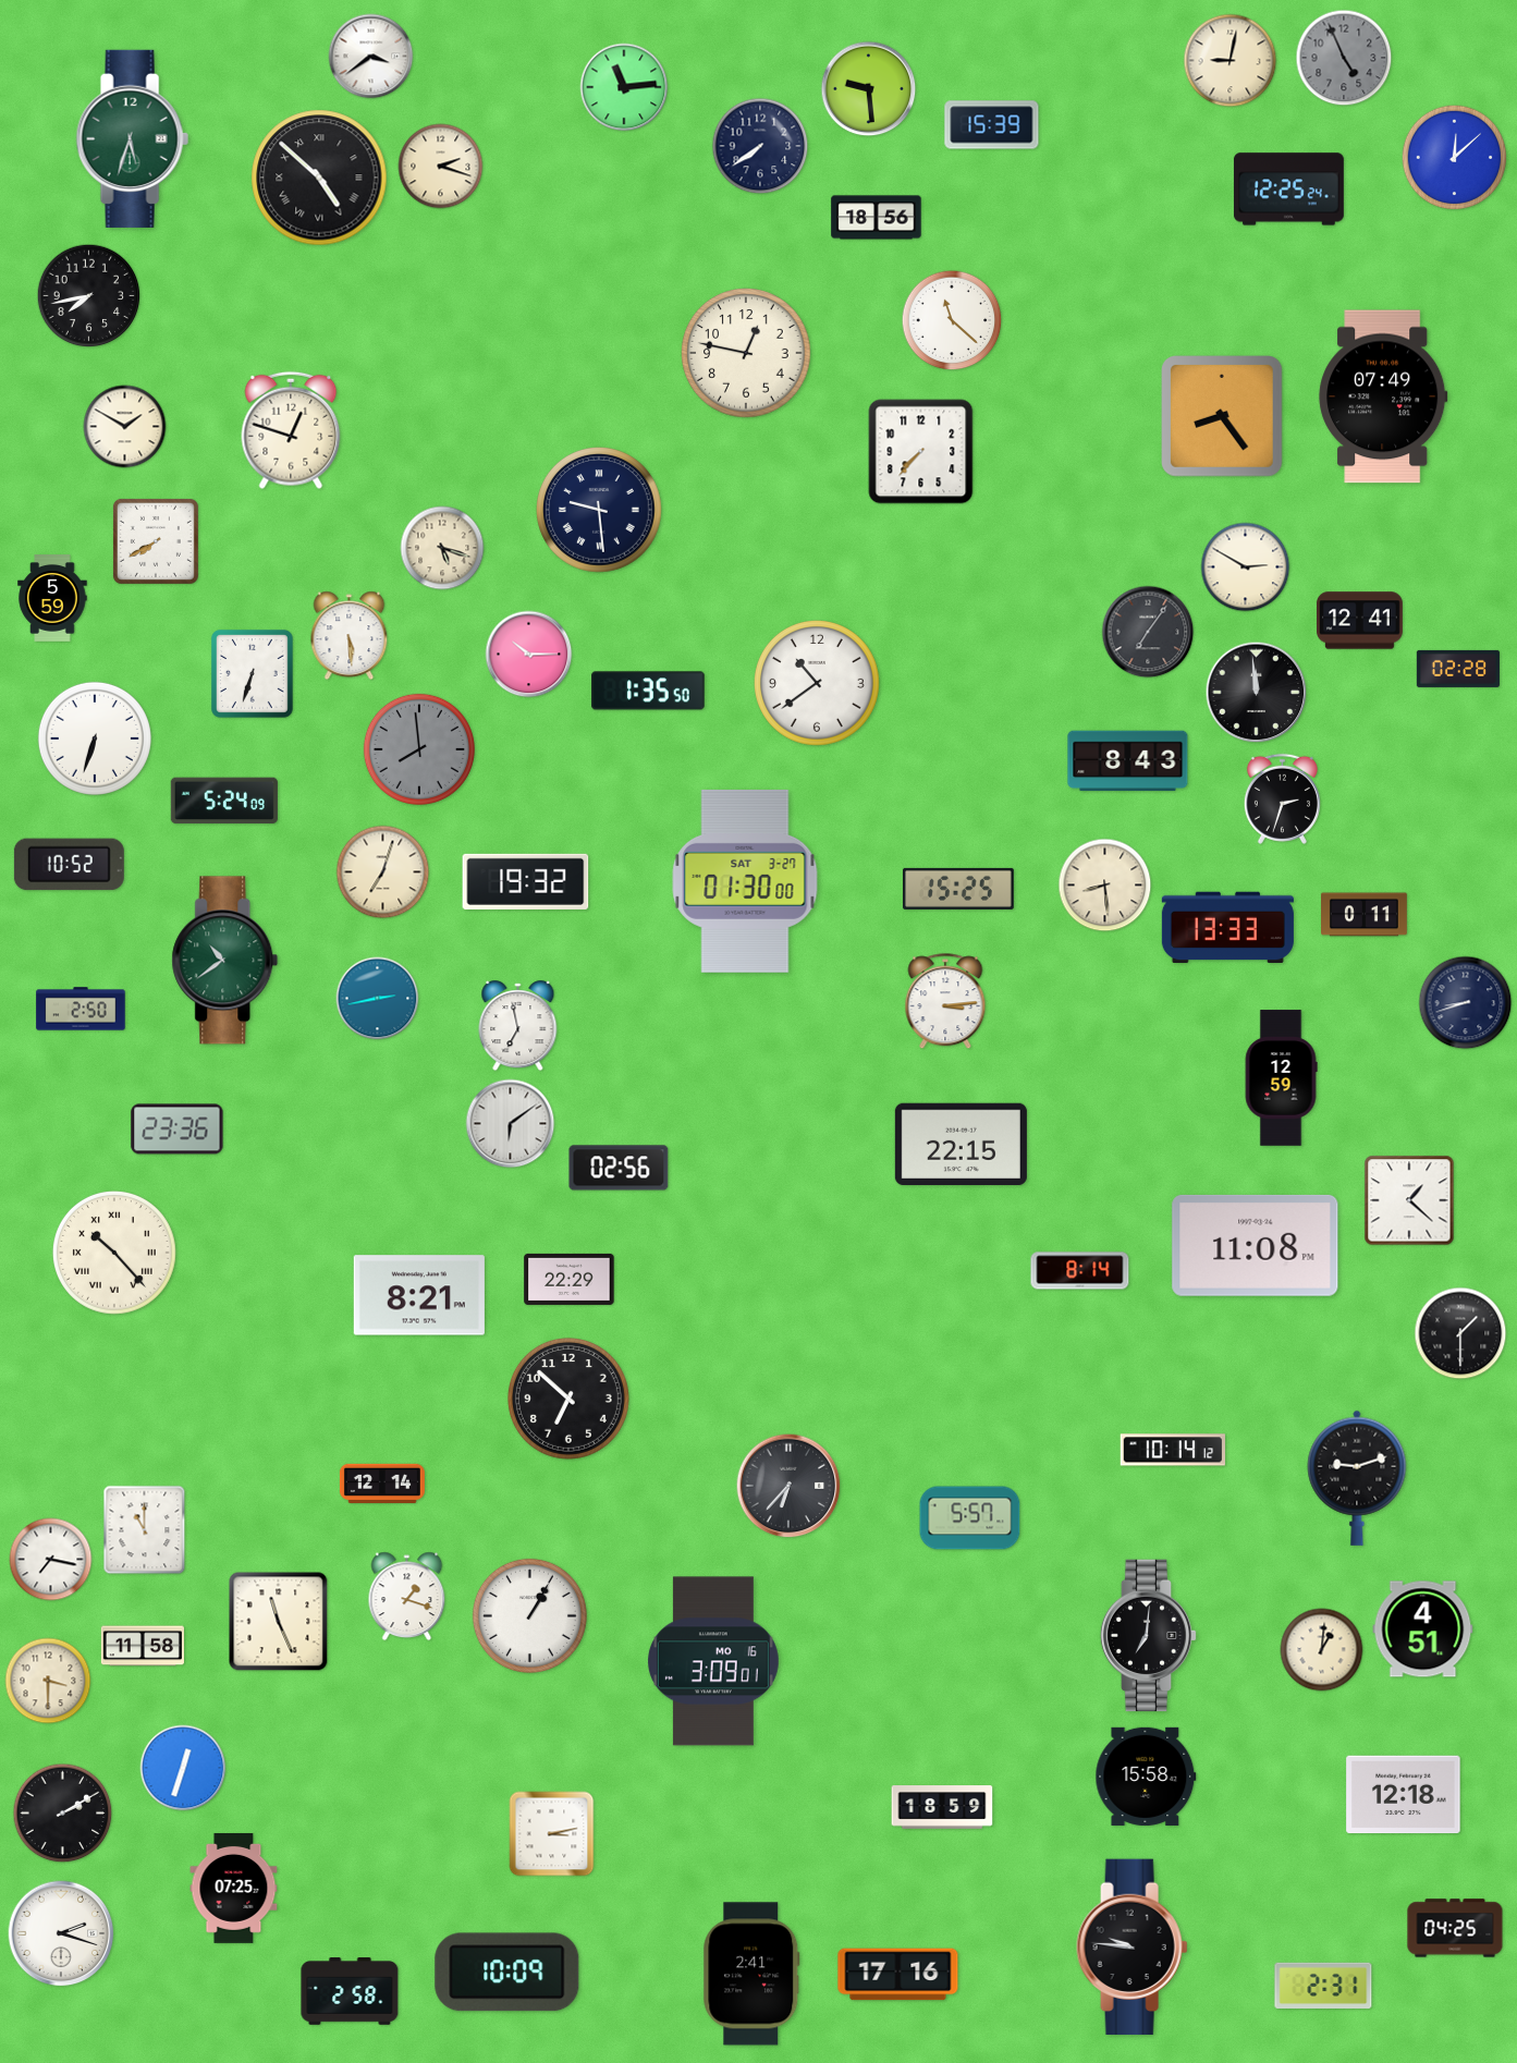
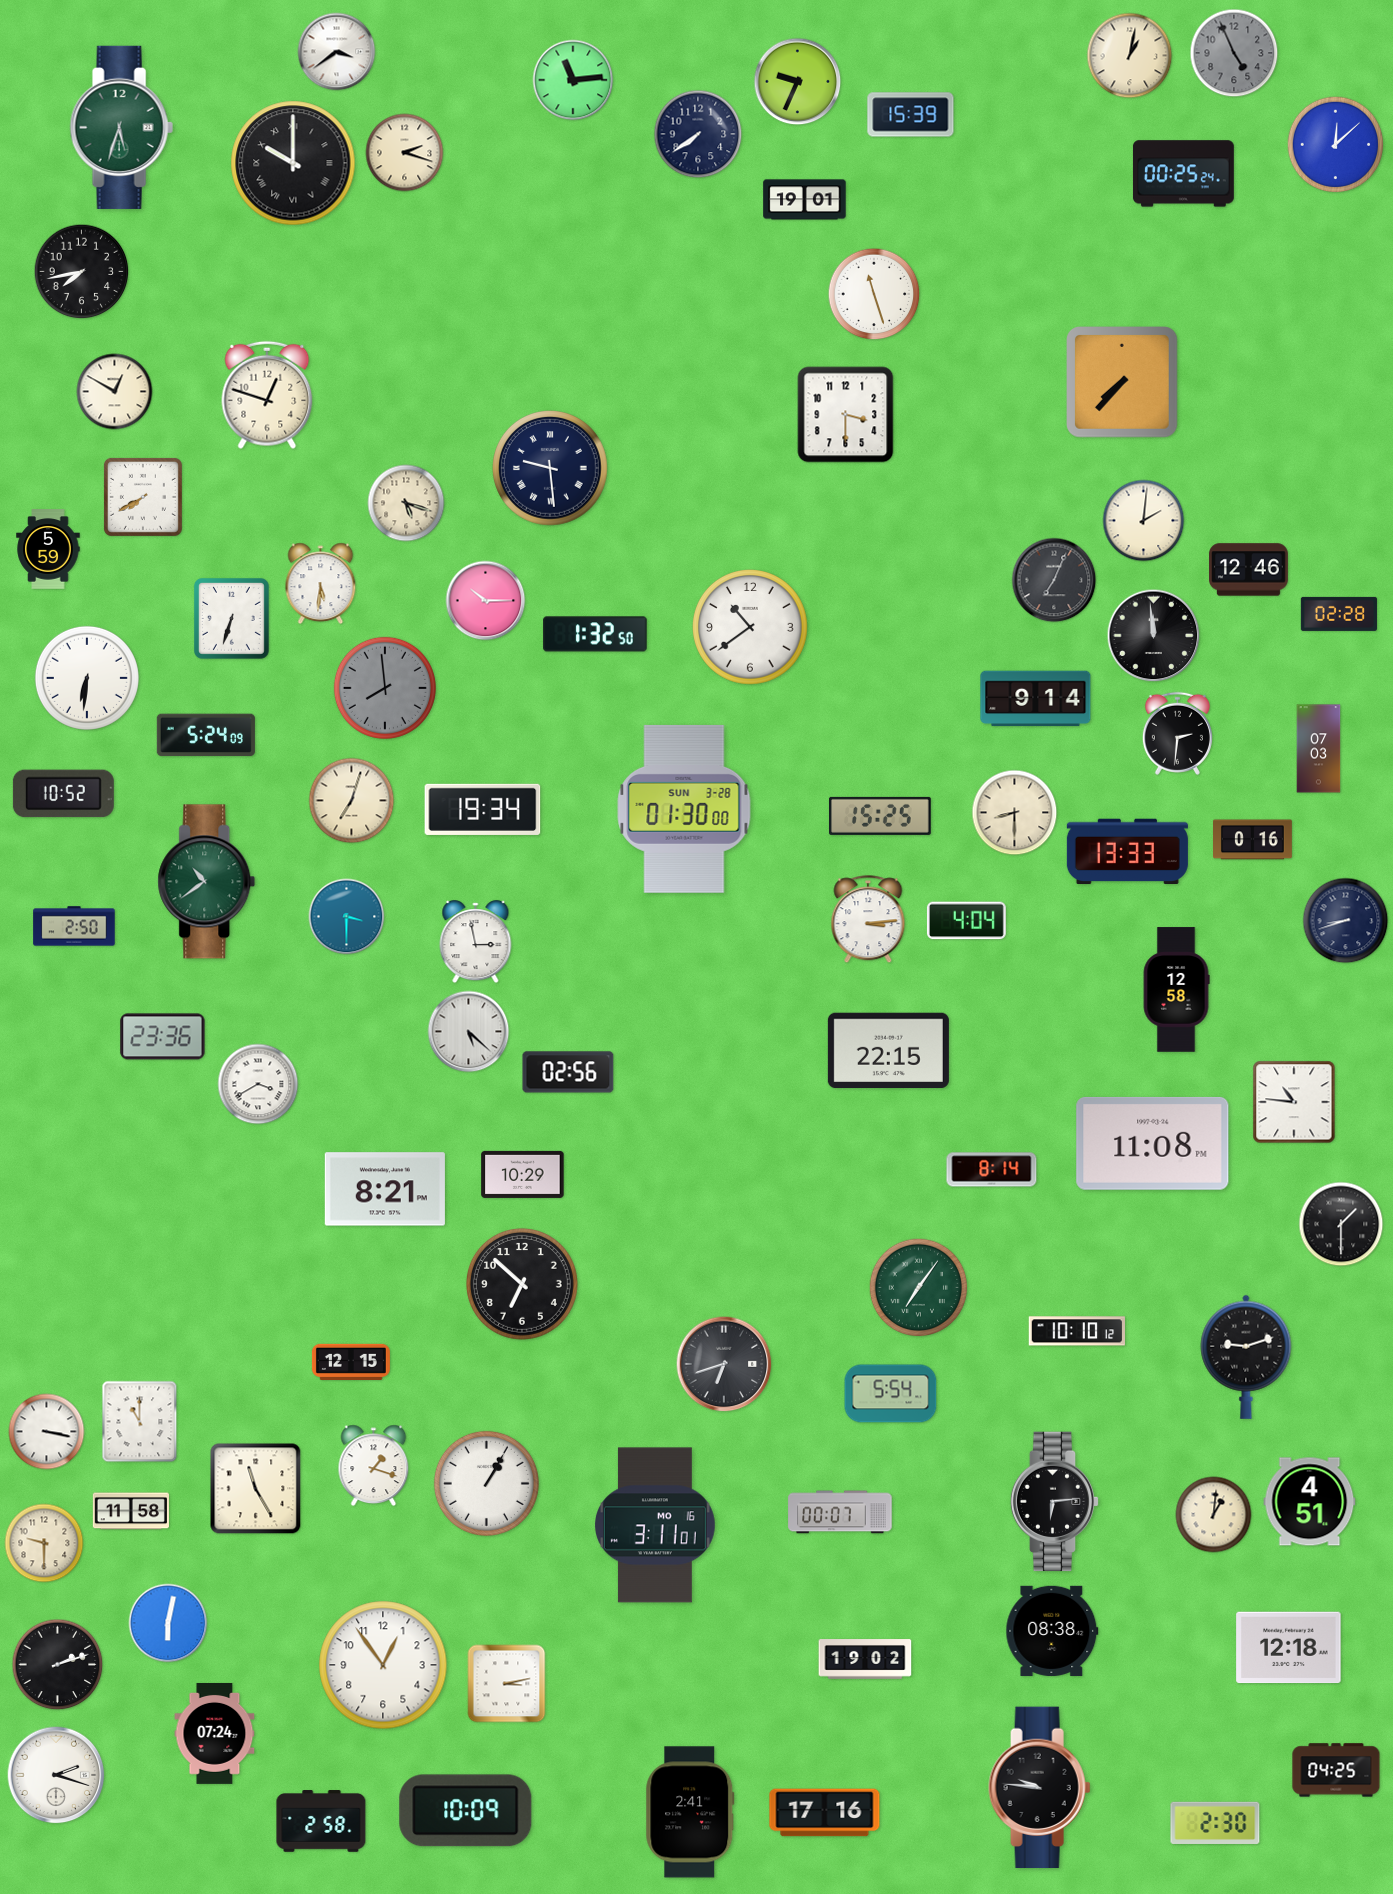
clock at (371, 57) position: (371, 57) -> (337, 52)
clock at (1231, 61): 9:02 -> 1:02
clock at (869, 89): 9:29 -> 9:34
clock at (319, 178): 4:52 -> 10:00
clock at (1288, 190): 12:25 -> 00:25
clock at (877, 218): 18:56 -> 19:01
clock at (952, 320): 11:22 -> 11:27
clock at (746, 353): 12:47 -> none
clock at (1383, 396): 07:49 -> none
clock at (1223, 417): 8:24 -> 7:37
clock at (125, 427): 1:50 -> 12:50
clock at (921, 452): 7:37 -> 3:30
clock at (1246, 567): 2:50 -> 2:01
clock at (1360, 621): 12:41 -> 12:46
clock at (1148, 632): 7:06 -> 7:04
clock at (350, 636): 5:29 -> 5:31
clock at (648, 691): 1:35 -> 1:32
clock at (95, 738): 6:33 -> 6:31
clock at (1128, 761): 8:43 -> 9:14
clock at (1282, 798): 2:33 -> 2:31
clock at (1319, 749): none -> 07:03
clock at (526, 881): 19:32 -> 19:34
clock at (745, 881) date: SAT 3-27 -> SUN 3-28
clock at (1105, 886): 8:29 -> 8:30
clock at (1365, 915): 0:11 -> 0:16
clock at (378, 999): 2:43 -> 3:30
clock at (966, 921): none -> 4:04
clock at (518, 1026): 6:58 -> 2:58
clock at (1281, 1078): 12:59 -> 12:58
clock at (511, 1124): 6:09 -> 5:22
clock at (961, 1144) position: (961, 1144) -> (888, 1050)
clock at (258, 1084): none -> 3:40
clock at (1409, 1200): 1:22 -> 10:46
clock at (114, 1253): 10:23 -> none
clock at (1080, 1271) position: (1080, 1271) -> (992, 1170)
clock at (570, 1279): 22:29 -> 10:29
clock at (918, 1287): none -> 7:06
clock at (1173, 1450): 10:14 -> 10:10
clock at (382, 1482): 12:14 -> 12:15
clock at (788, 1486): 6:37 -> 6:42
clock at (970, 1518): 5:57 -> 5:54
clock at (145, 1530) position: (145, 1530) -> (140, 1422)
clock at (51, 1560): 7:17 -> 3:17
clock at (279, 1622): 11:26 -> 11:25
clock at (1423, 1629) position: (1423, 1629) -> (1310, 1502)
clock at (1149, 1636): 7:01 -> 6:14
clock at (840, 1512): none -> 00:07
clock at (714, 1661): 3:09 -> 3:11
clock at (48, 1681): 3:30 -> 9:30
clock at (183, 1768): 12:33 -> 6:02
clock at (1146, 1777): 15:58 -> 08:38
clock at (942, 1807): 18:59 -> 19:02
clock at (63, 1814): 2:10 -> 2:12
clock at (383, 1665): none -> 12:54
clock at (234, 1888): 07:25 -> 07:24
clock at (1323, 1985): 2:31 -> 2:30
clock at (350, 1991) position: (350, 1991) -> (321, 1821)
